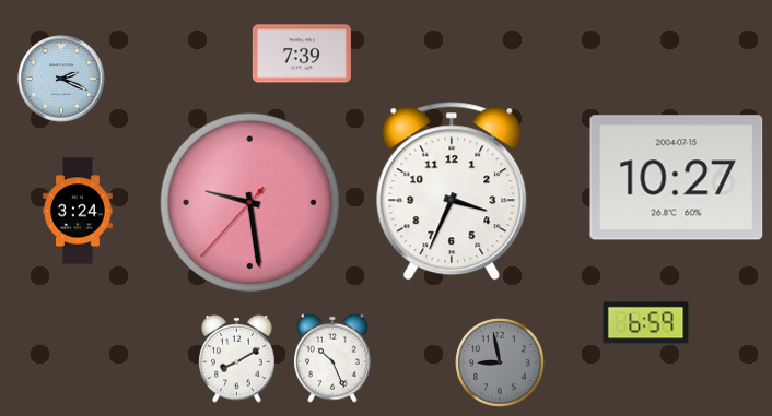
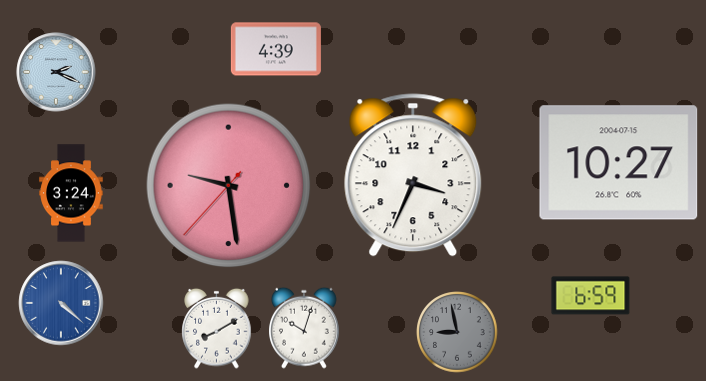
clock at (302, 54): 7:39 -> 4:39
clock at (61, 303): none -> 4:22
clock at (334, 358): 10:26 -> 10:03
